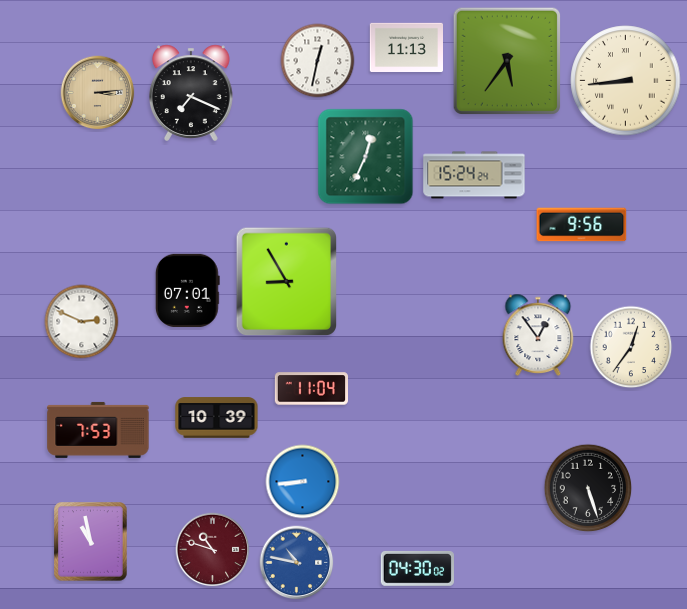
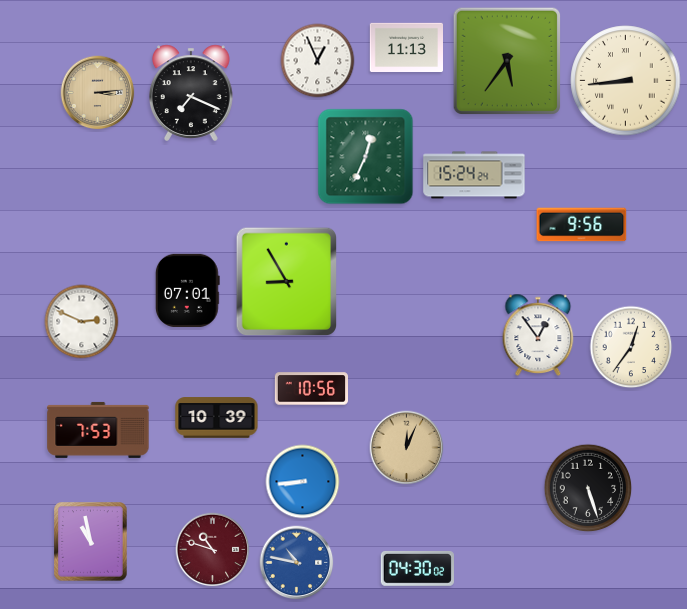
clock at (318, 61): 12:32 -> 12:56
clock at (311, 389): 11:04 -> 10:56
clock at (407, 448): none -> 12:04
